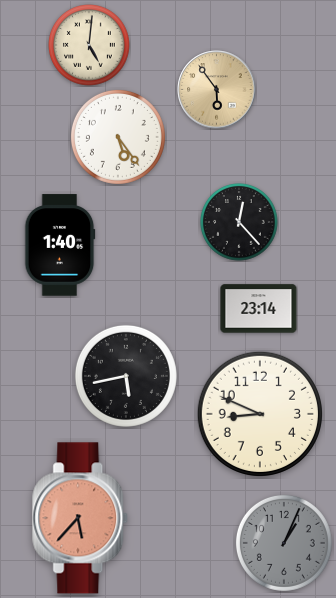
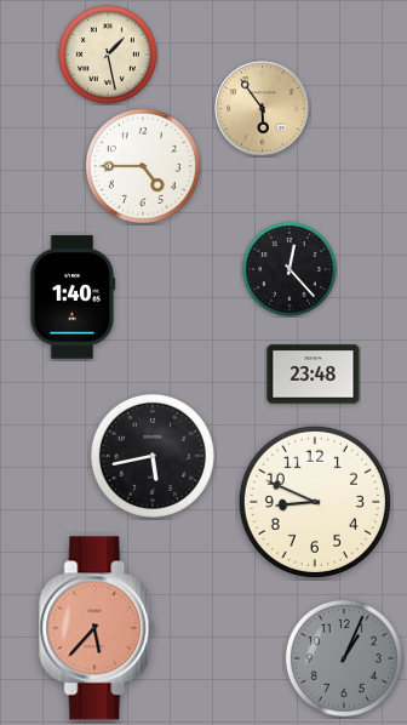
clock at (89, 45): 5:01 -> 1:28
clock at (118, 137): 5:24 -> 4:45
clock at (259, 309): 23:14 -> 23:48
